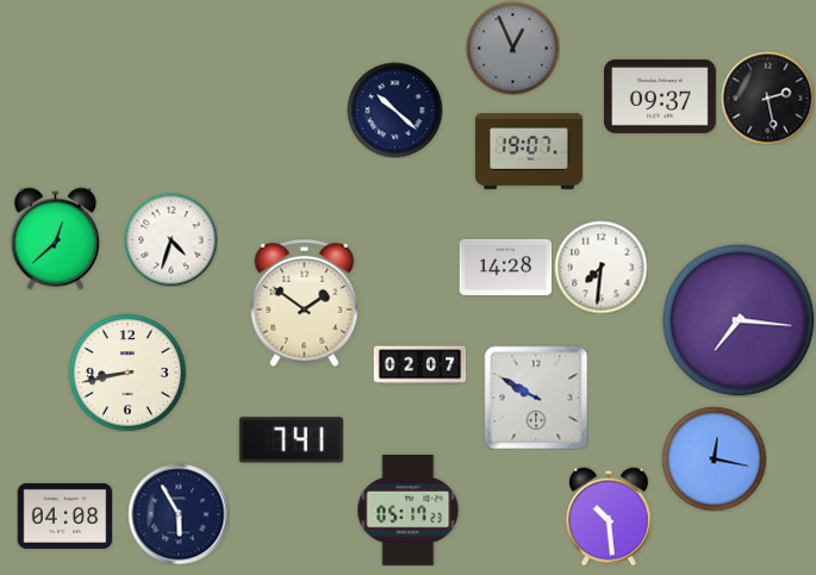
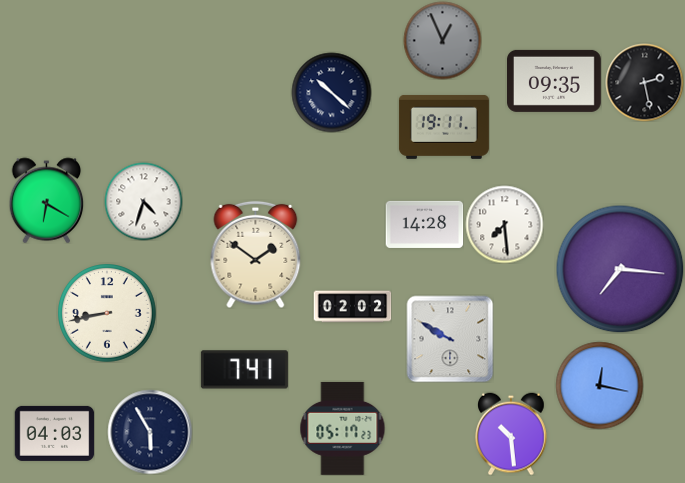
clock at (512, 48) position: (512, 48) -> (442, 40)
clock at (661, 96): 09:37 -> 09:35
clock at (529, 151): 19:07 -> 19:11
clock at (56, 238): 12:38 -> 6:20
clock at (600, 267): 7:31 -> 7:29
clock at (419, 365): 02:07 -> 02:02
clock at (536, 398) position: (536, 398) -> (450, 339)
clock at (64, 515): 04:08 -> 04:03
